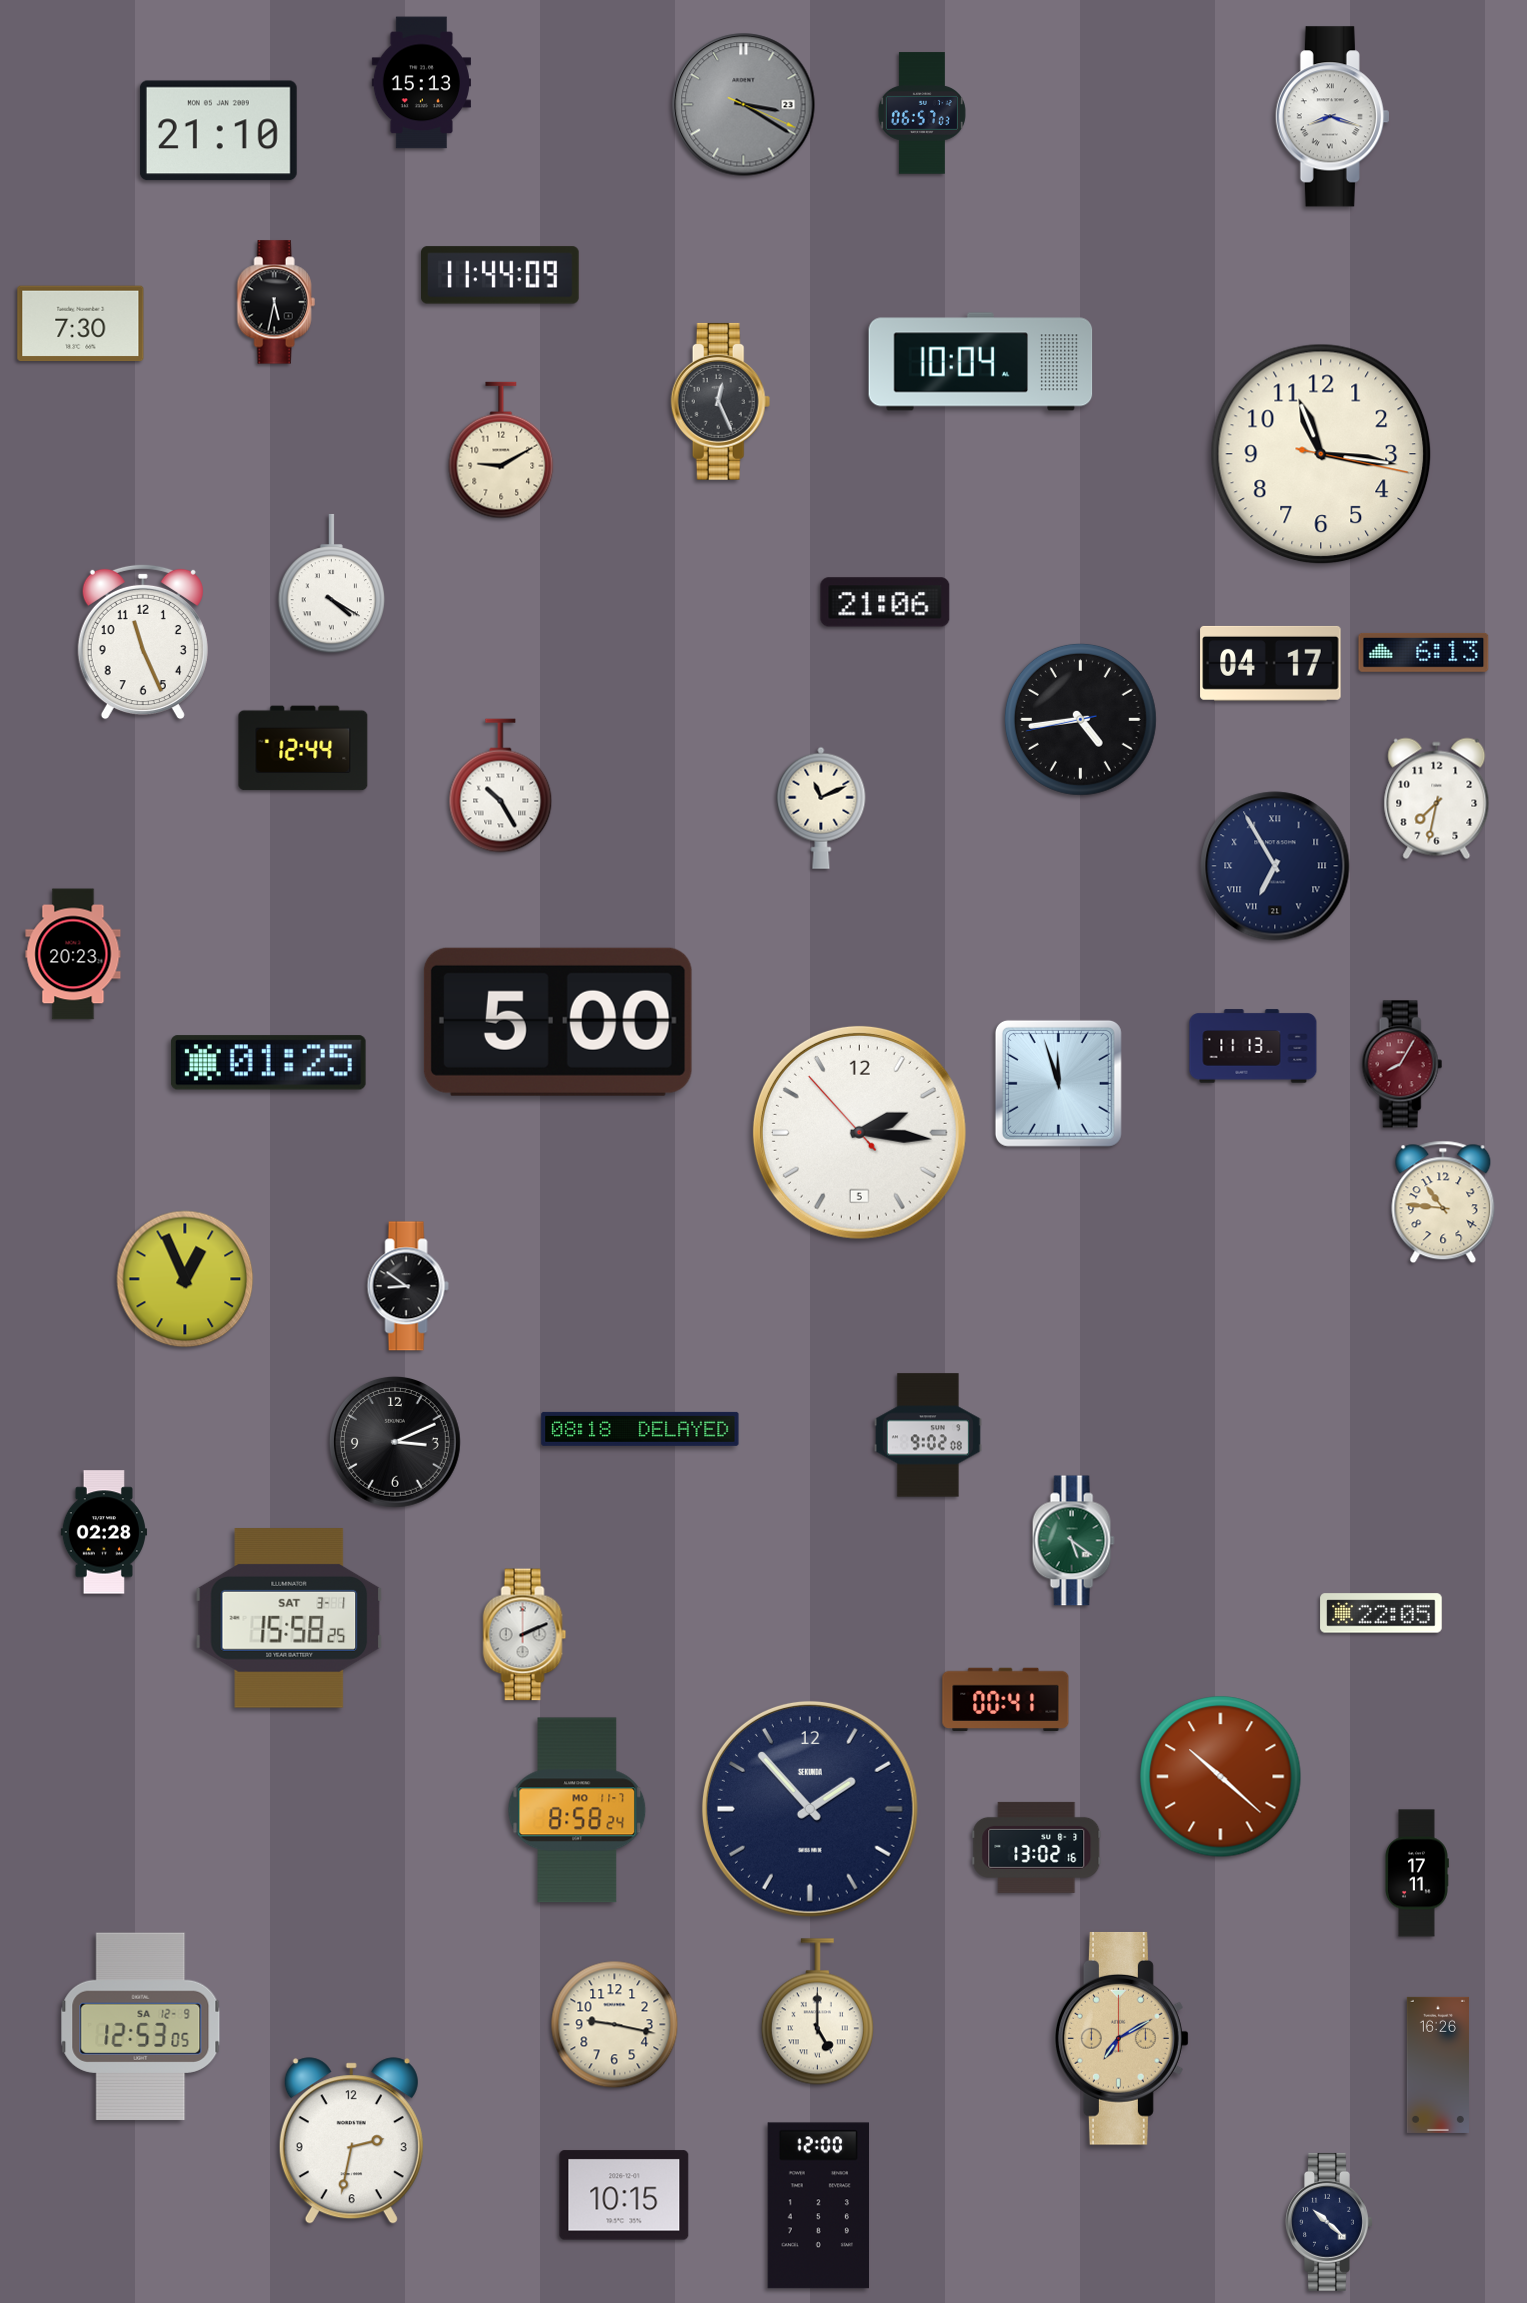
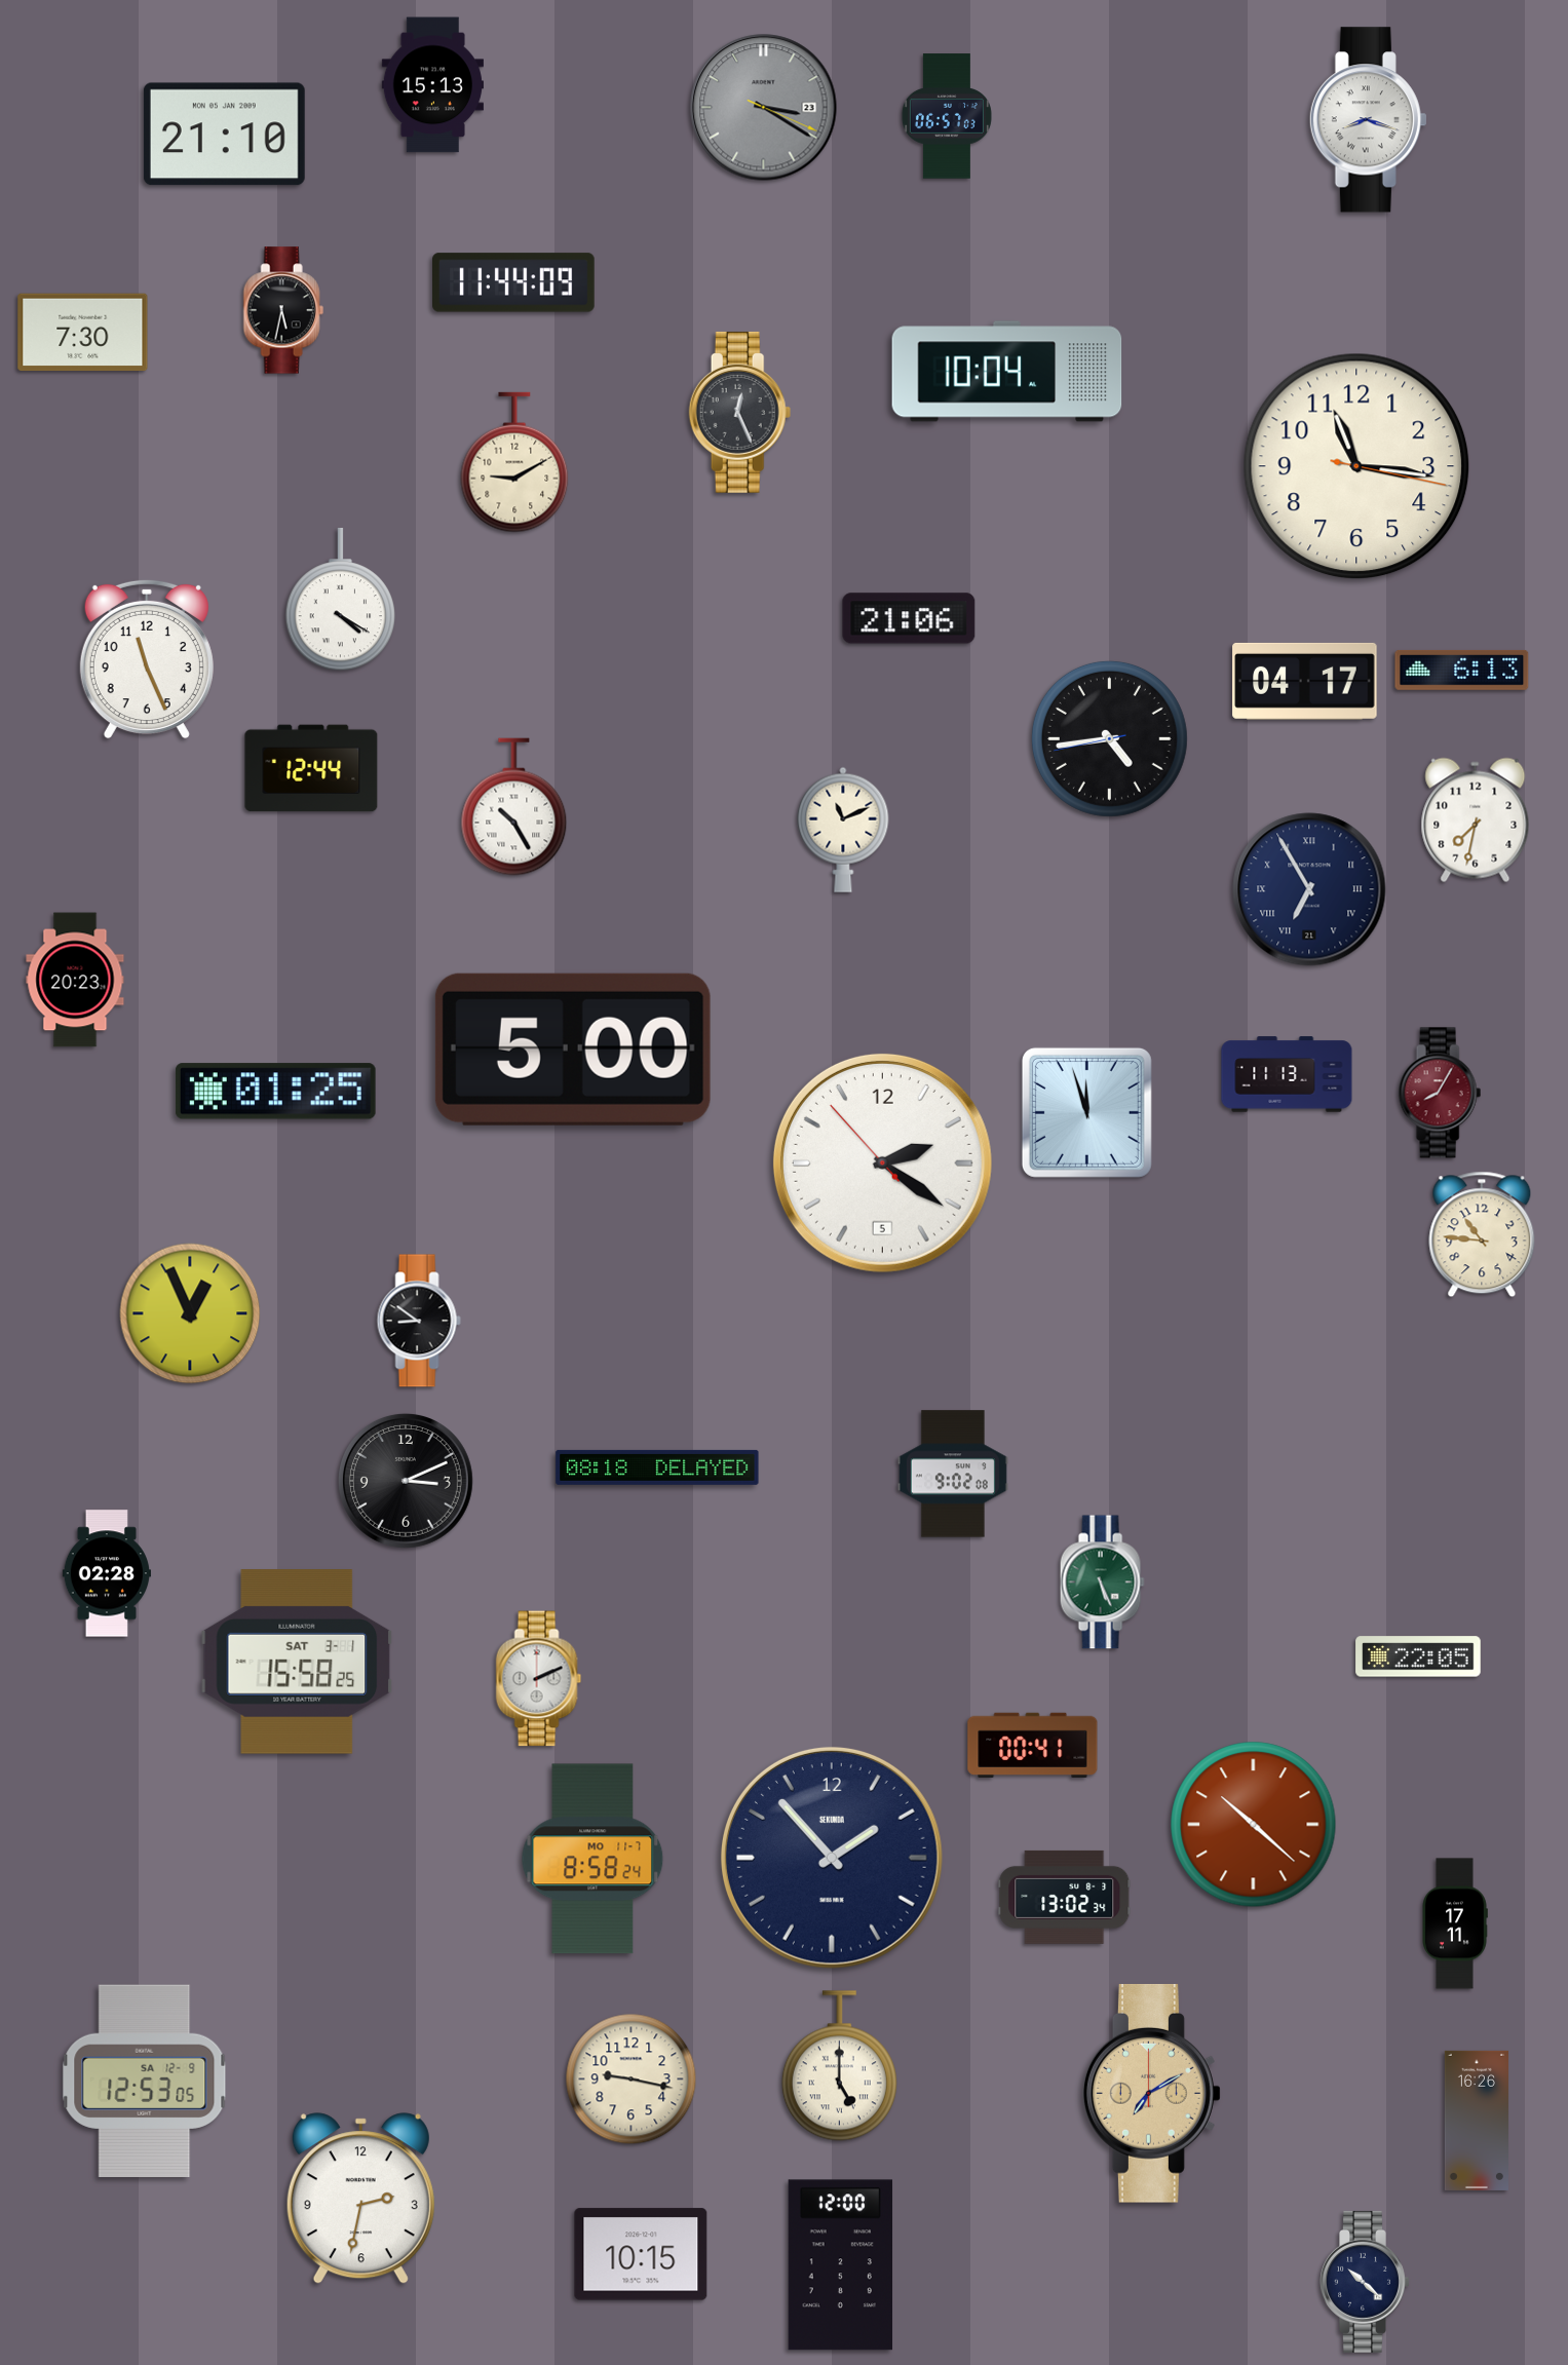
clock at (859, 1132): 2:15 -> 2:20
clock at (1073, 1541): 5:21 -> 5:26
clock at (1037, 1847): 13:02:16 -> 13:02:34
